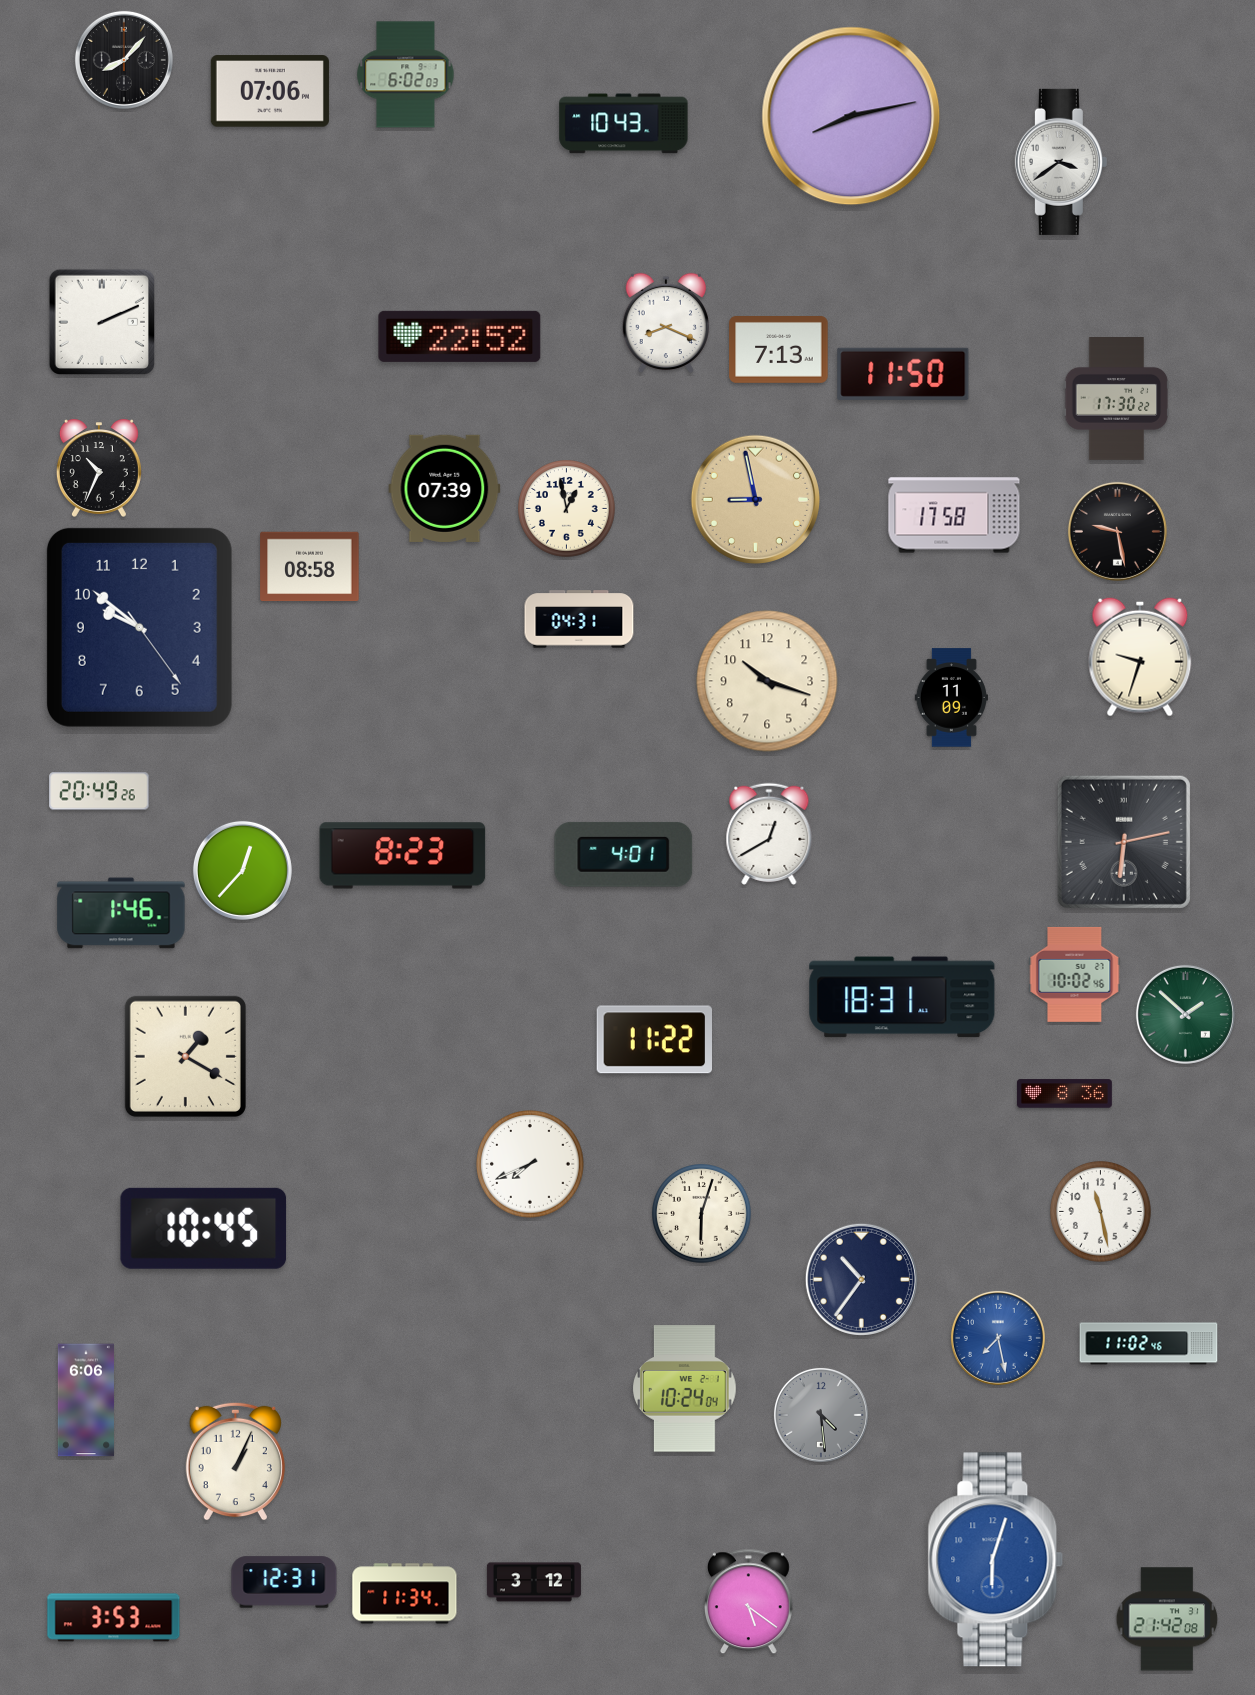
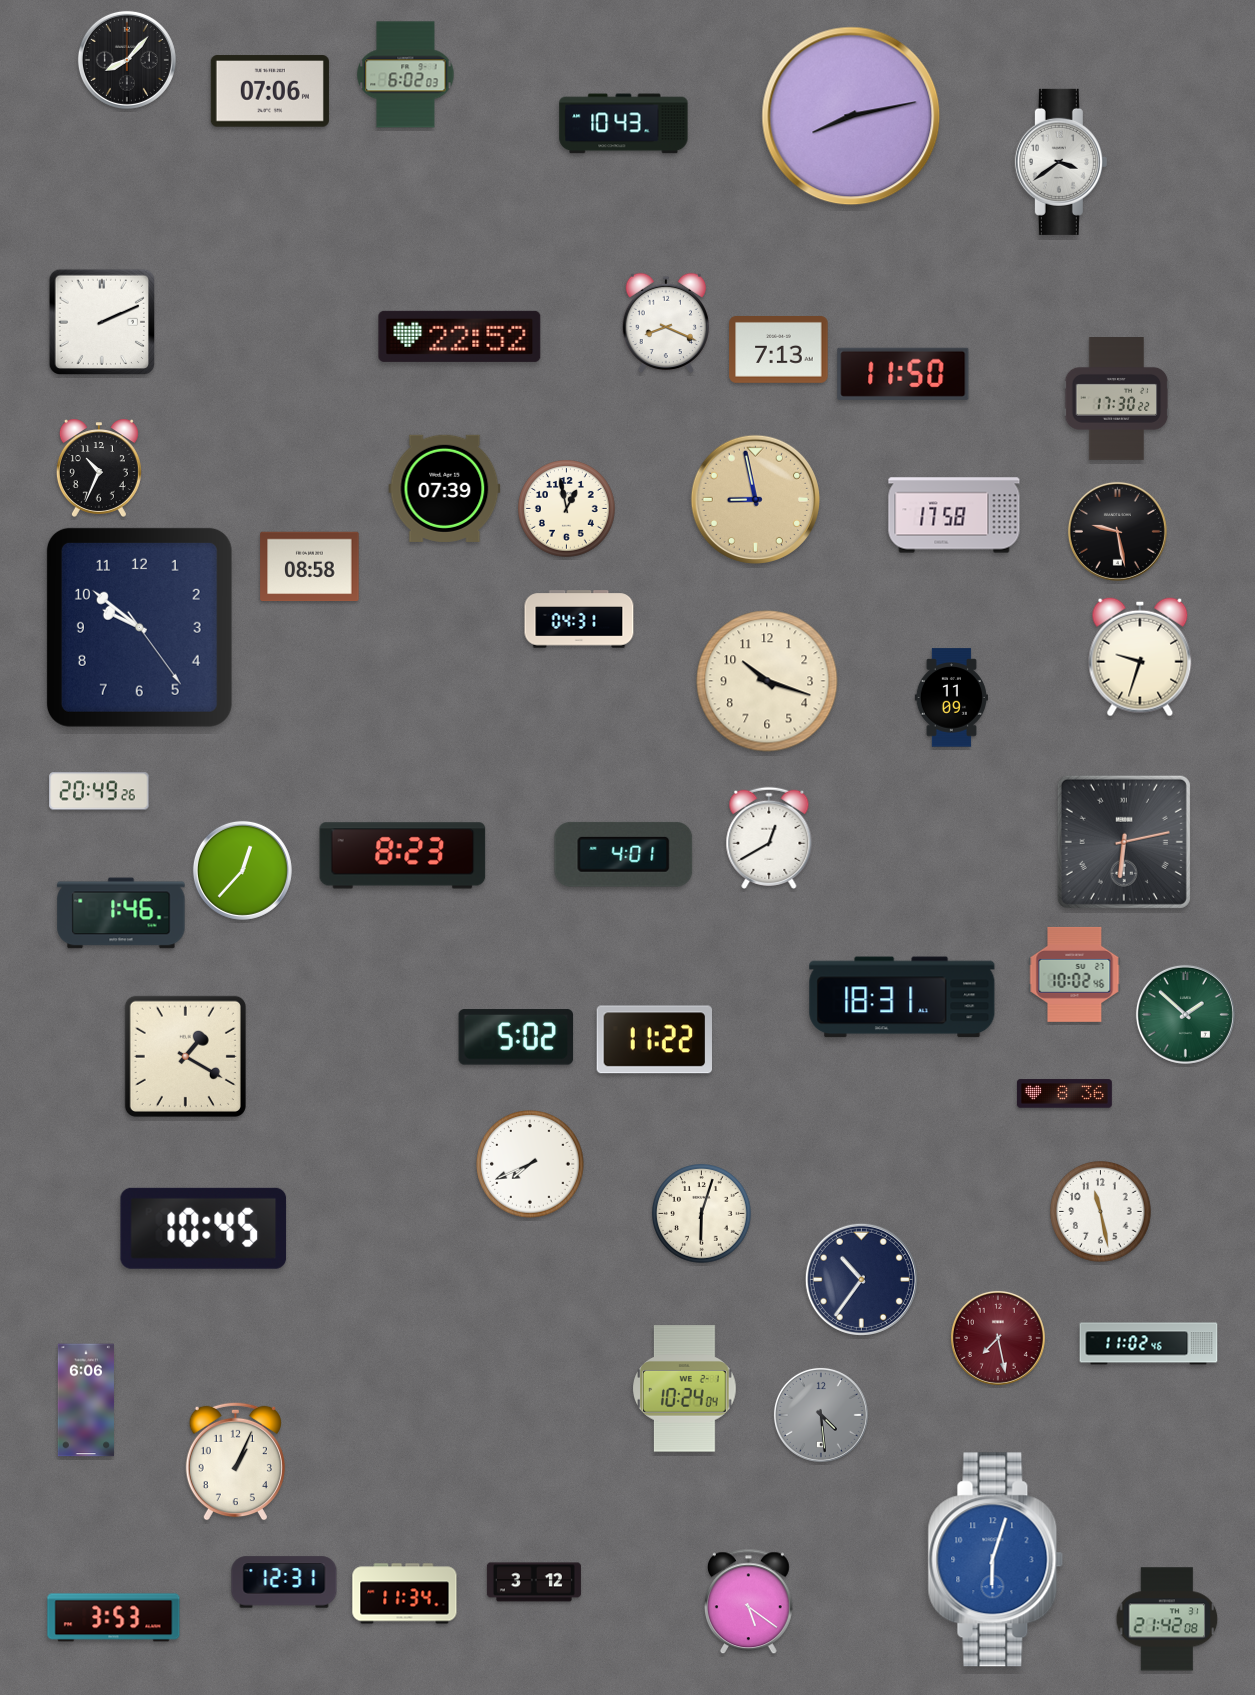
clock at (124, 60) position: (124, 60) -> (127, 60)
clock at (769, 834) position: (769, 834) -> (769, 838)
clock at (516, 1037): none -> 5:02
clock at (998, 1338) dial: blue -> burgundy
